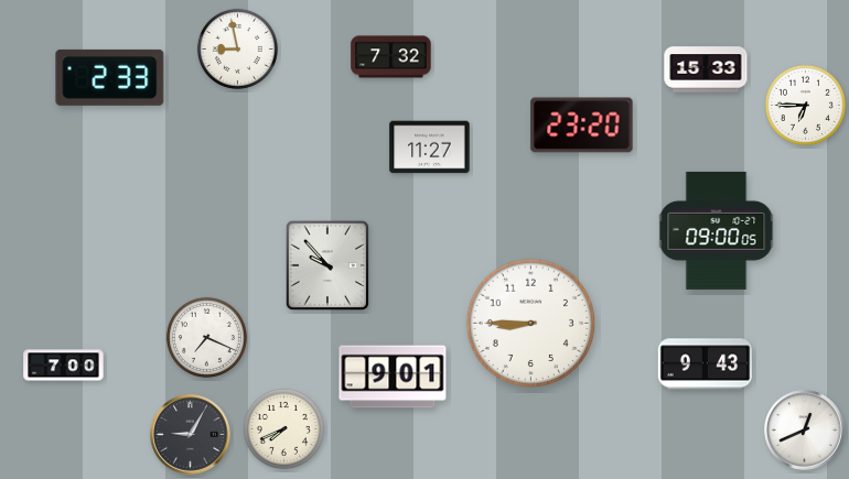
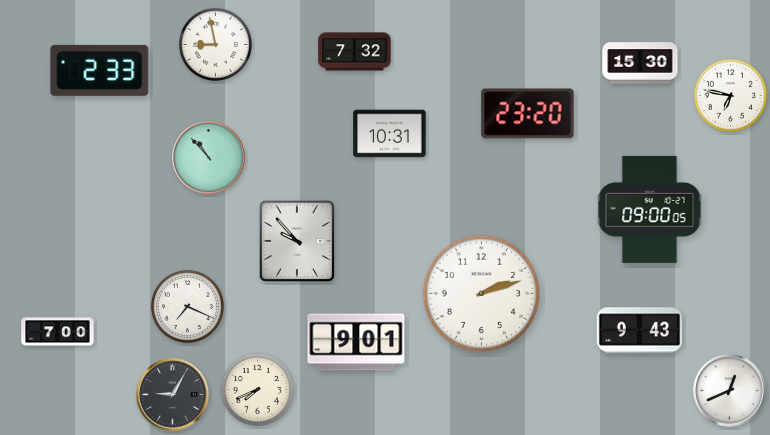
clock at (706, 69): 15:33 -> 15:30
clock at (805, 105): 6:45 -> 6:47
clock at (430, 148): 11:27 -> 10:31
clock at (209, 158): none -> 10:53
clock at (530, 323): 8:45 -> 2:12
